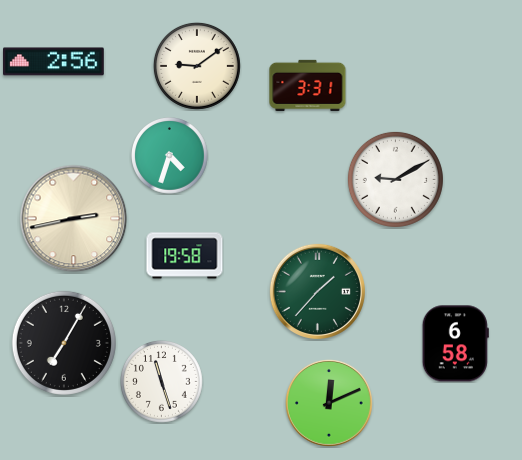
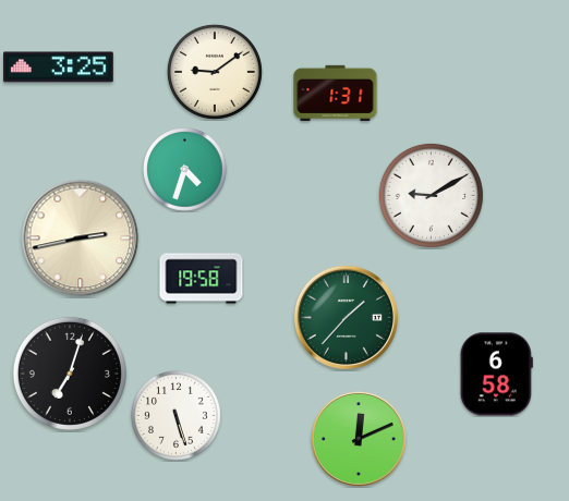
clock at (54, 62): 2:56 -> 3:25
clock at (308, 85): 3:31 -> 1:31
clock at (64, 343): 7:05 -> 7:03
clock at (161, 381): 11:27 -> 5:27
